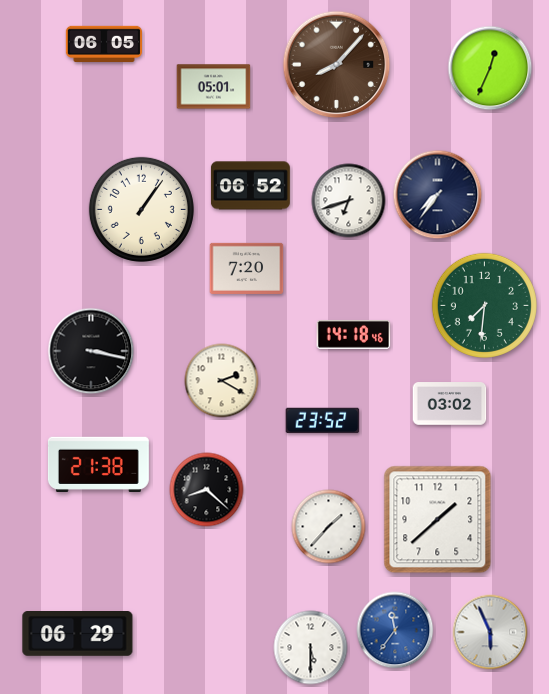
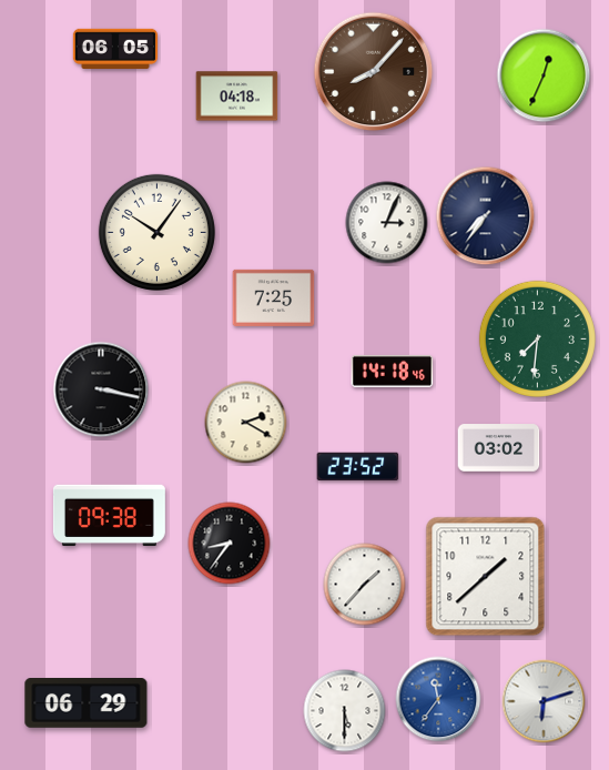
clock at (214, 87): 05:01 -> 04:18
clock at (250, 186): 06:52 -> none
clock at (349, 201): 6:42 -> 3:04
clock at (141, 209): 1:06 -> 10:06
clock at (247, 268): 7:20 -> 7:25
clock at (98, 464): 21:38 -> 09:38
clock at (207, 490): 8:22 -> 8:36
clock at (490, 632): 5:56 -> 6:12
clock at (311, 648) position: (311, 648) -> (345, 711)
